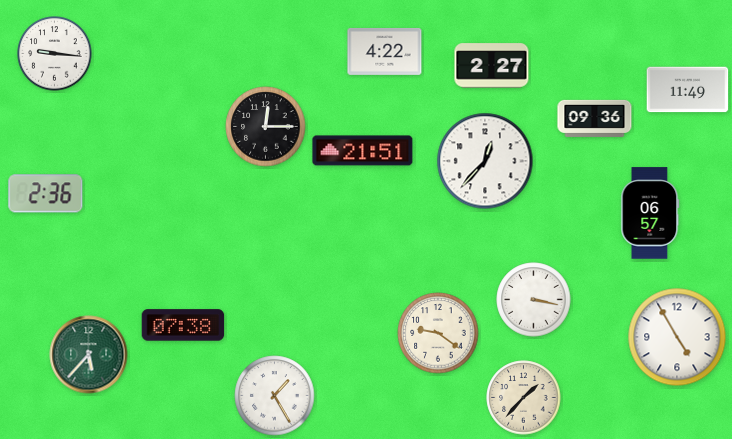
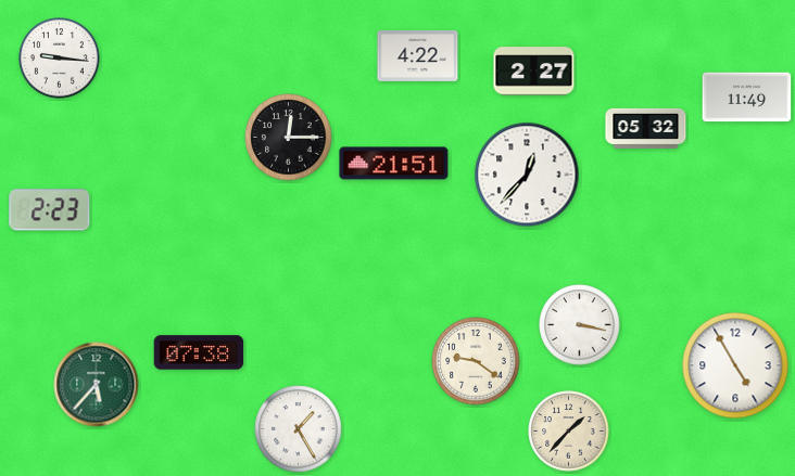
clock at (595, 118): 09:36 -> 05:32
clock at (46, 194): 2:36 -> 2:23
clock at (650, 213): 06:57 -> none
